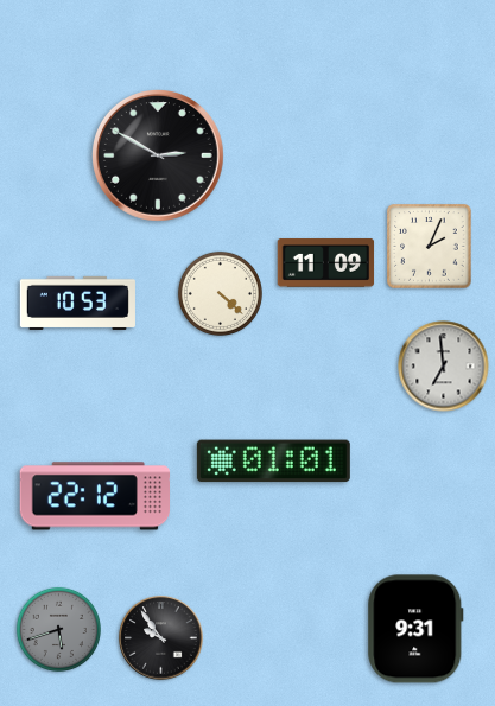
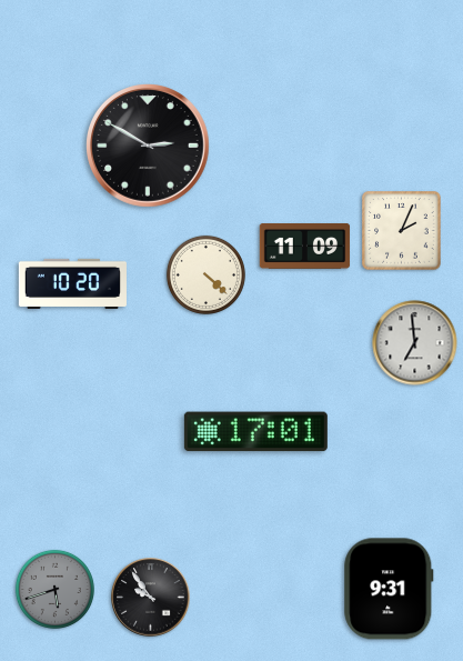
clock at (77, 303): 10:53 -> 10:20
clock at (273, 462): 01:01 -> 17:01
clock at (94, 496): 22:12 -> none
